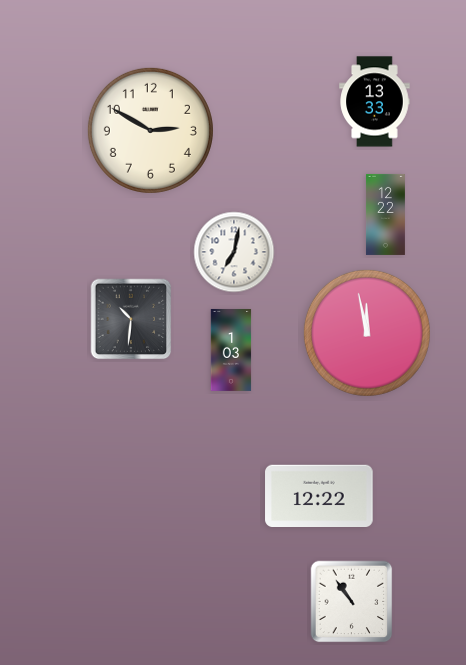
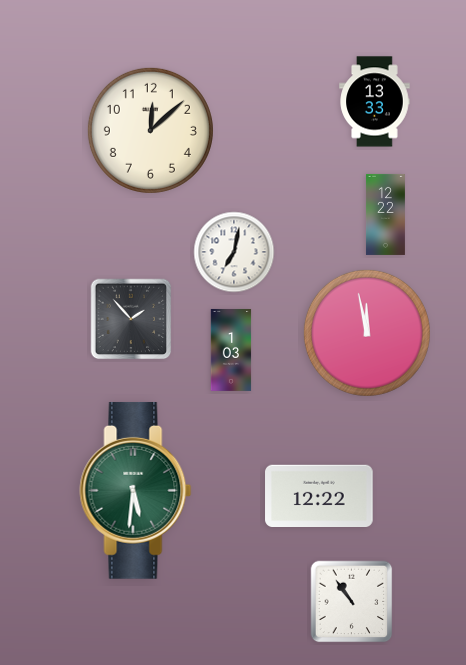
clock at (150, 130): 2:50 -> 12:08
clock at (131, 319): 10:31 -> 1:53
clock at (136, 490): none -> 5:31
